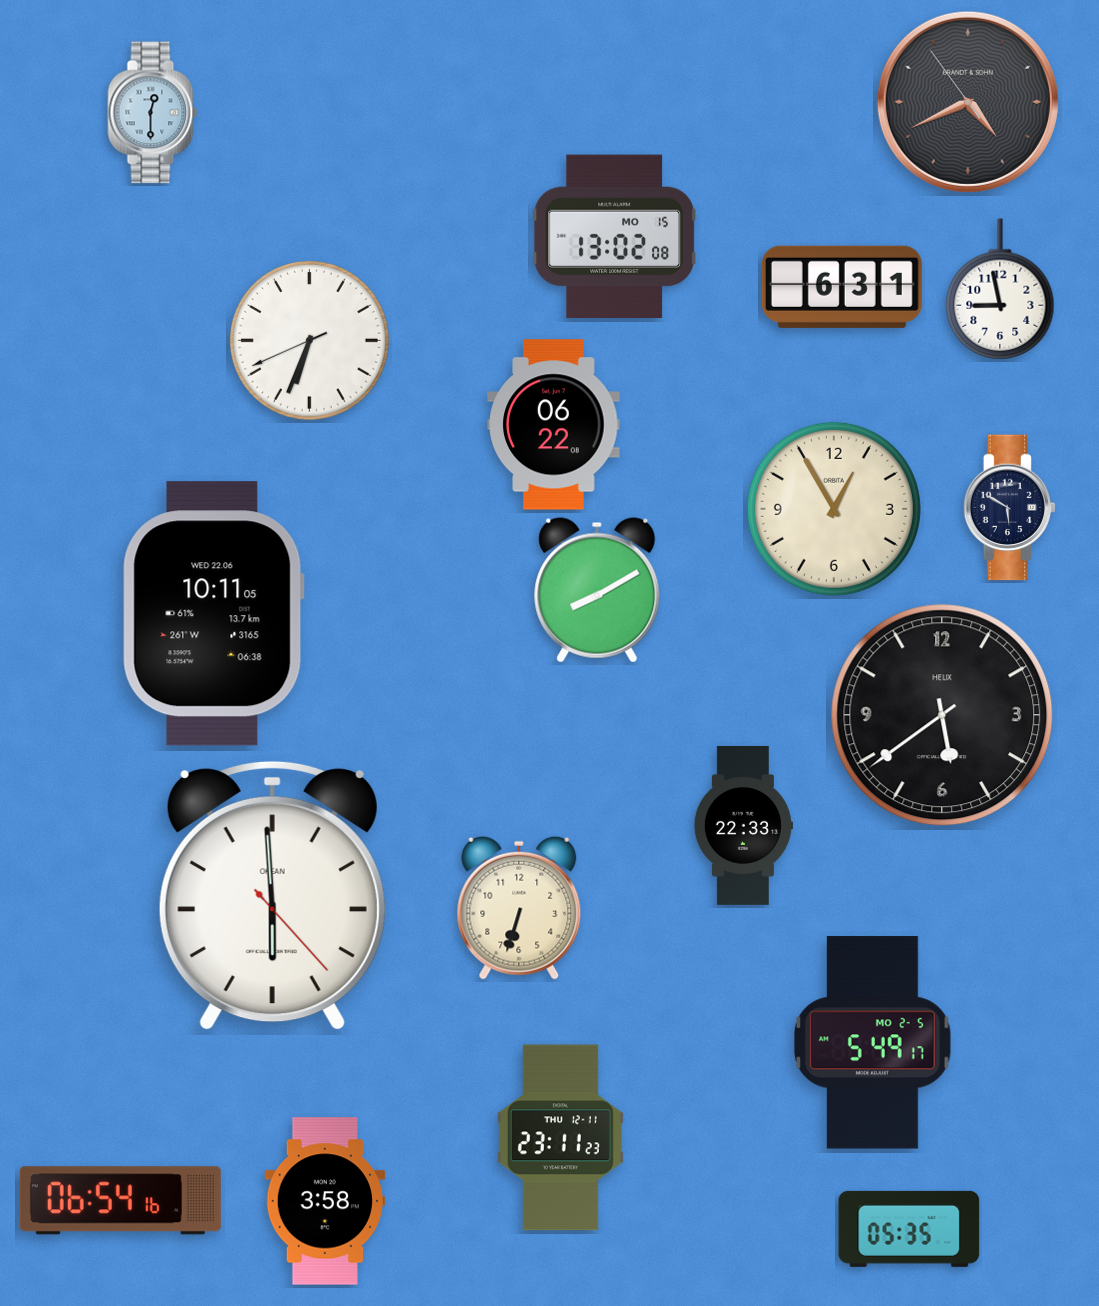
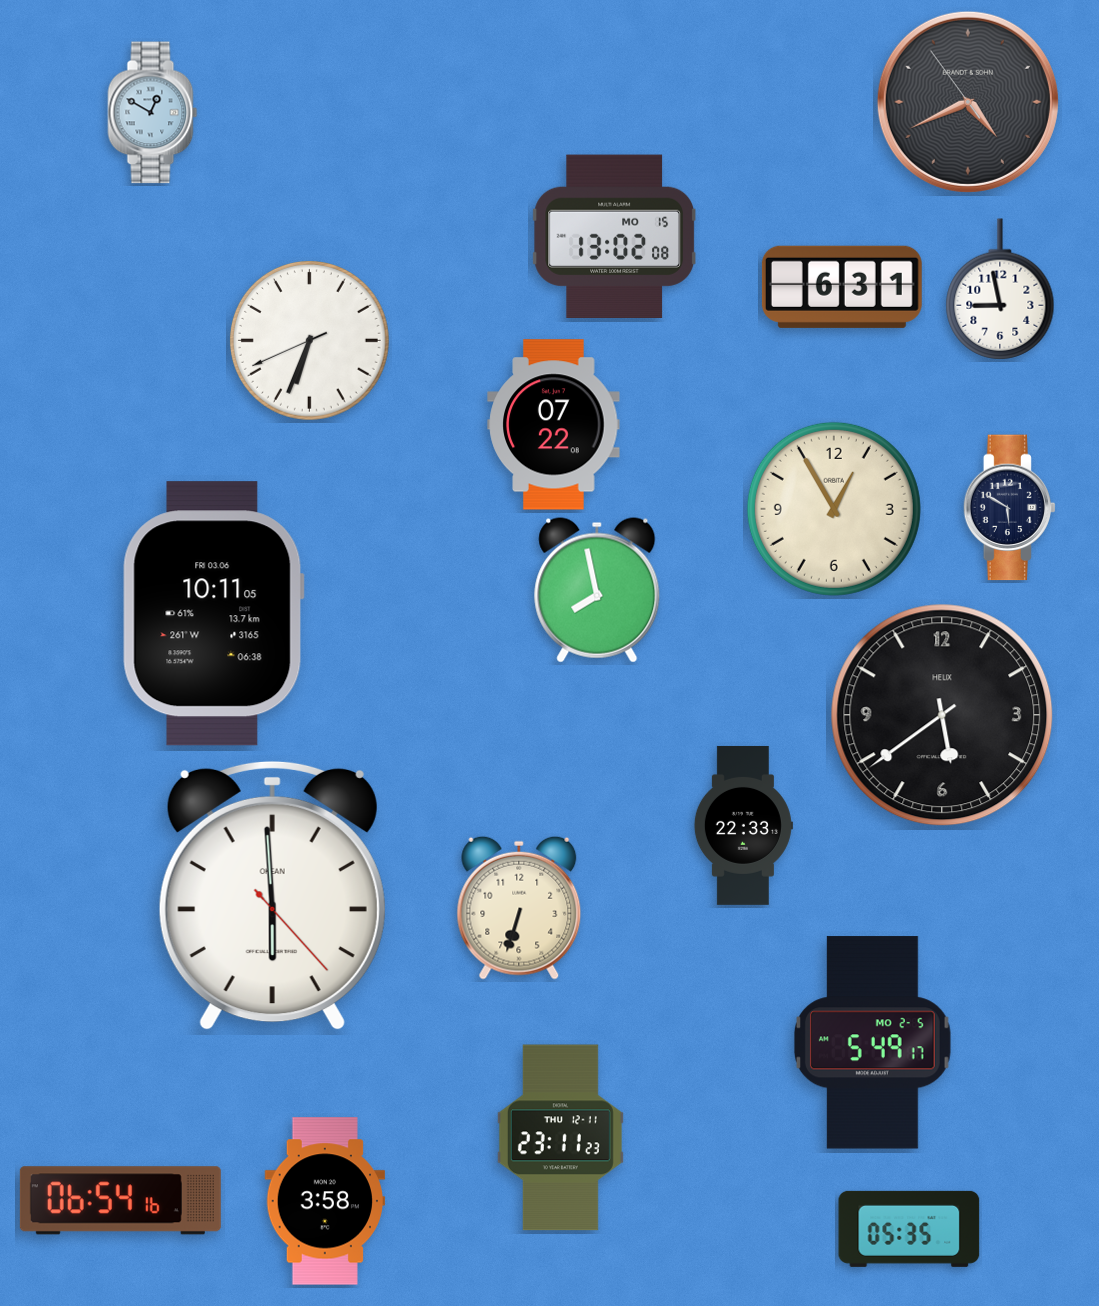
clock at (153, 113): 12:30 -> 12:50
clock at (554, 425): 06:22 -> 07:22
clock at (597, 590): 8:10 -> 7:58
clock at (213, 614) date: WED 22.06 -> FRI 03.06
